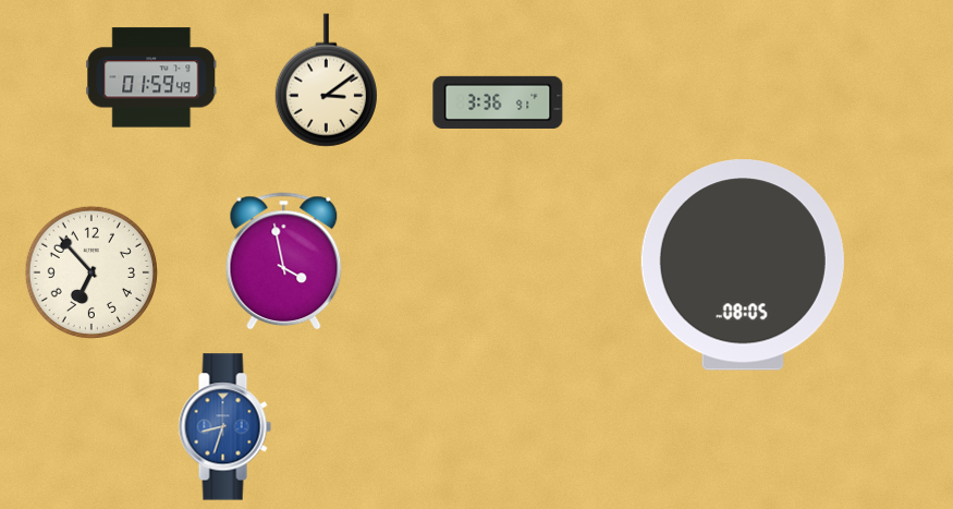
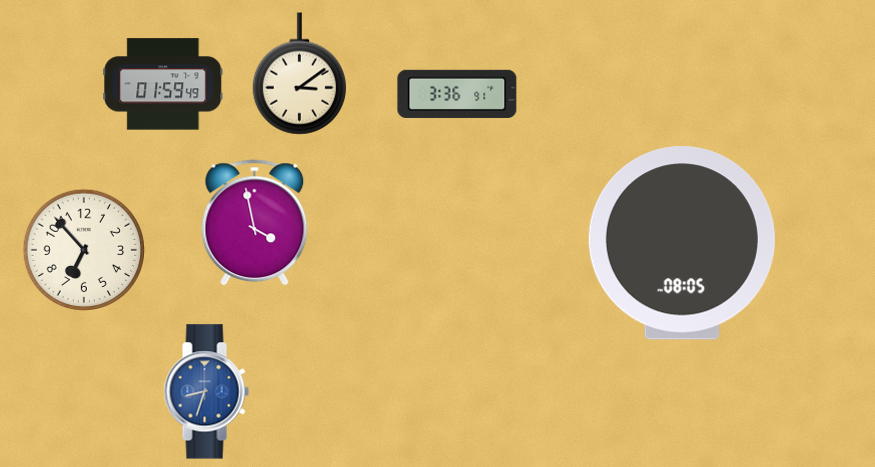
clock at (151, 77) position: (151, 77) -> (163, 84)
clock at (284, 262) position: (284, 262) -> (255, 223)
